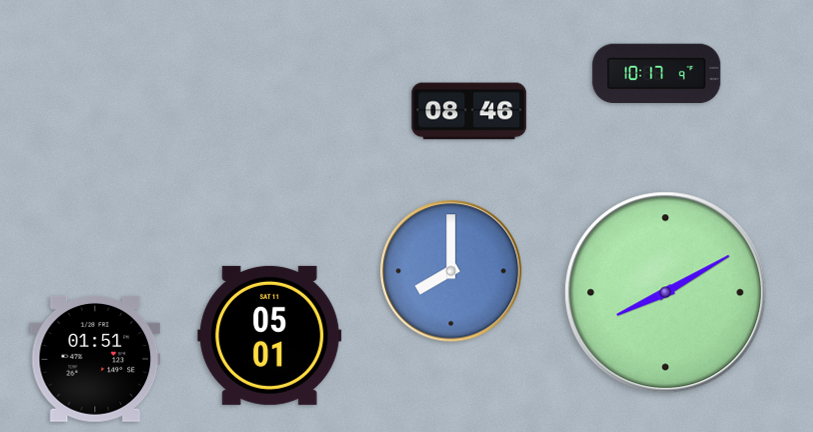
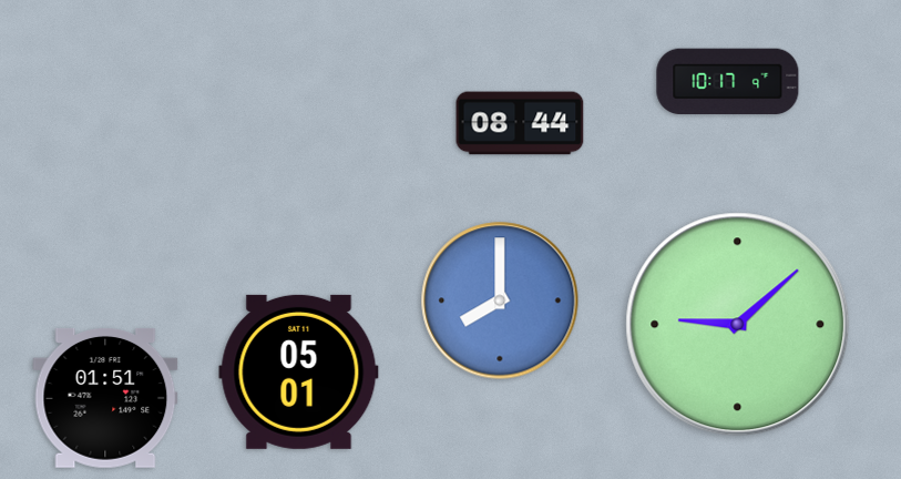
clock at (469, 111): 08:46 -> 08:44
clock at (666, 293): 8:10 -> 9:08
